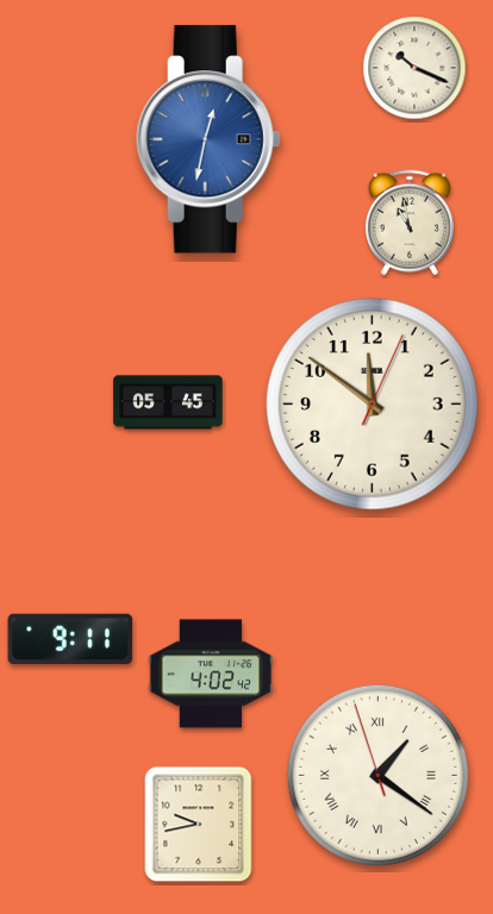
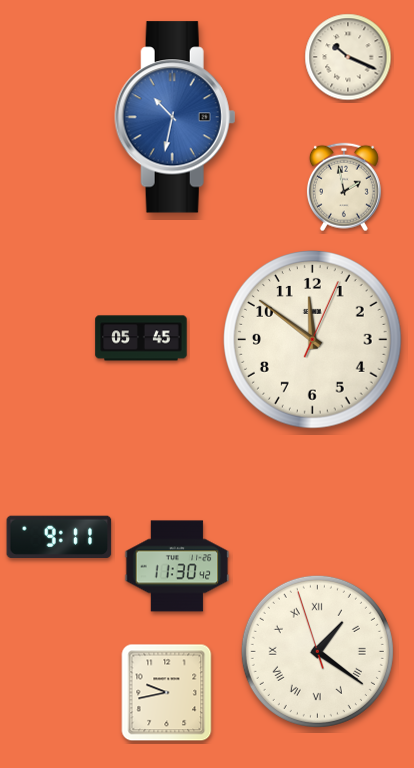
clock at (208, 139): 12:32 -> 10:32
clock at (410, 223): 10:58 -> 1:58
clock at (211, 674): 4:02 -> 11:30
